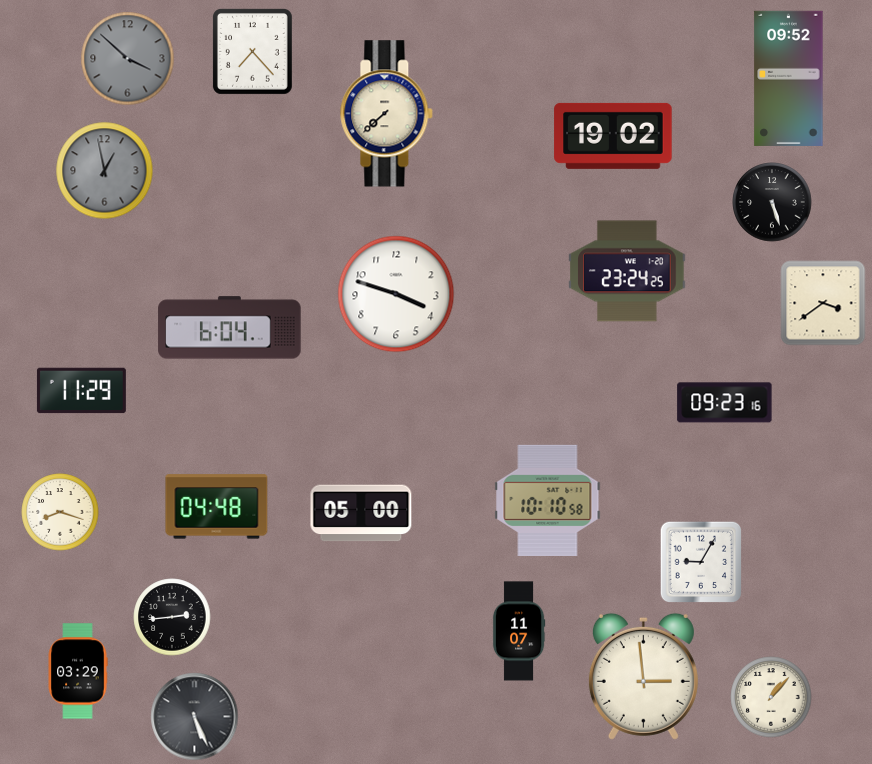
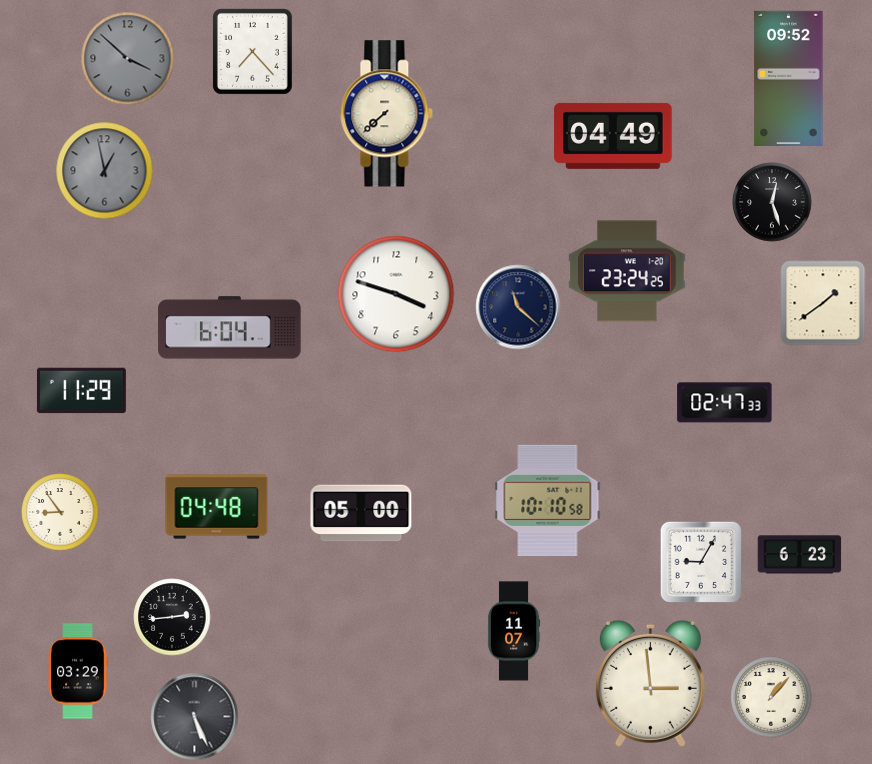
clock at (613, 136): 19:02 -> 04:49
clock at (772, 202): 5:27 -> 12:27
clock at (823, 303): 3:39 -> 1:39
clock at (518, 307): none -> 11:22
clock at (725, 403): 09:23 -> 02:47
clock at (60, 512): 8:18 -> 8:54
clock at (800, 555): none -> 6:23
clock at (519, 631) position: (519, 631) -> (514, 631)
clock at (643, 676) position: (643, 676) -> (650, 683)
